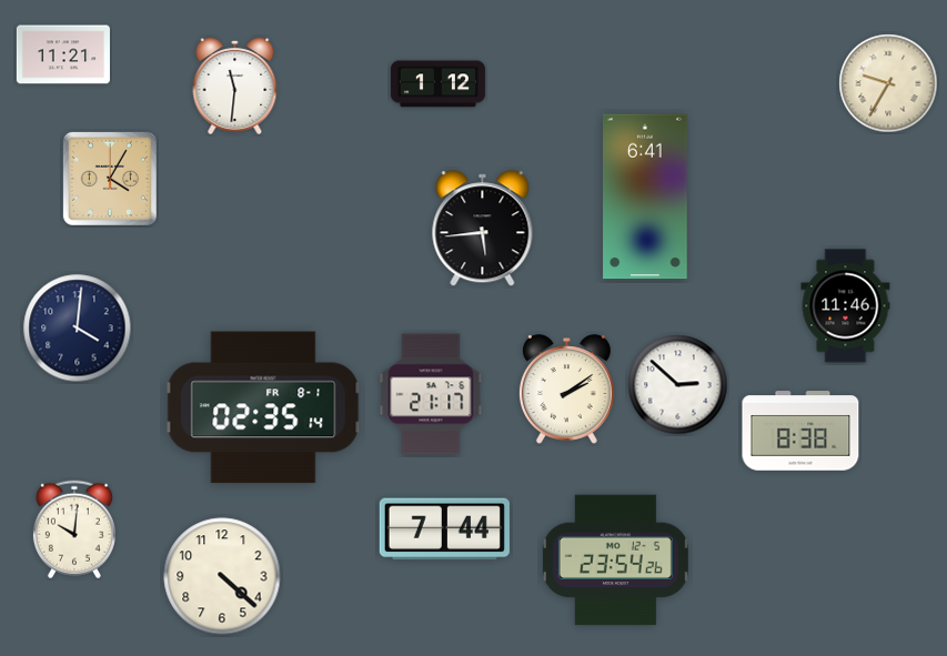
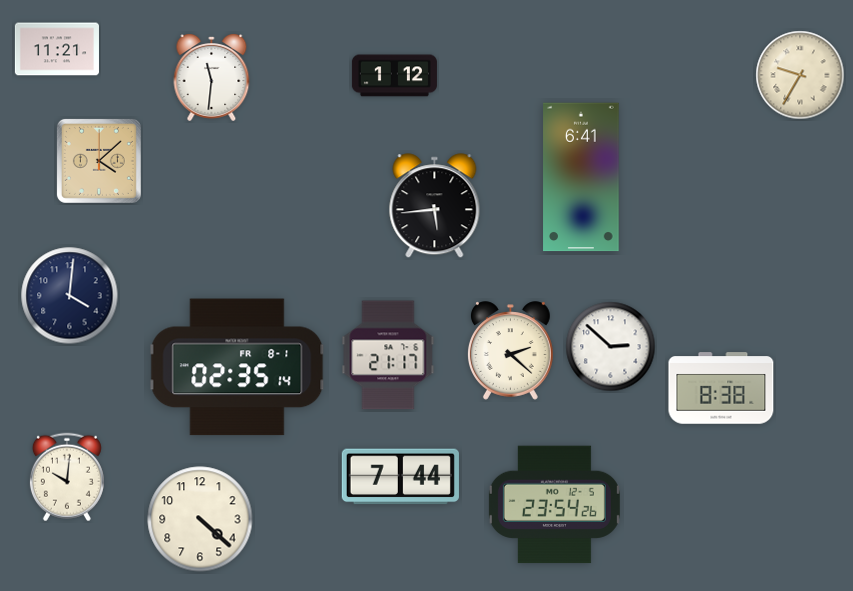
clock at (110, 179): 4:05 -> 4:08
clock at (846, 306): 11:46 -> none
clock at (567, 390): 2:09 -> 2:22
